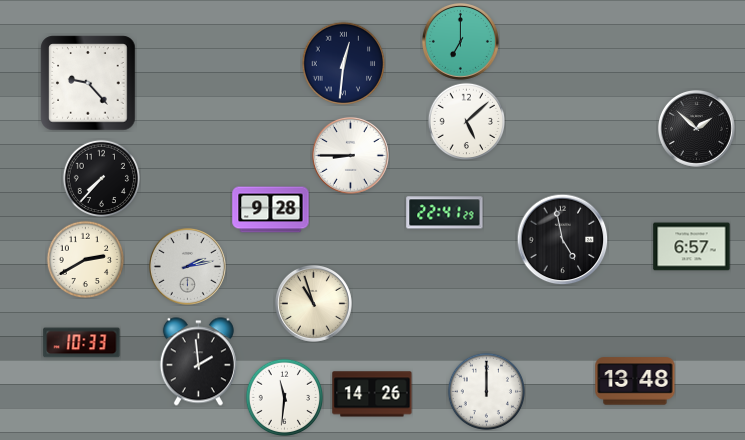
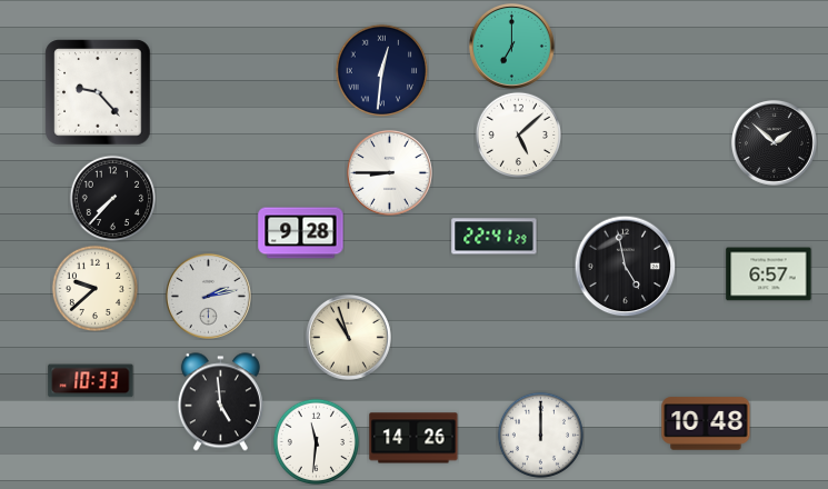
clock at (85, 259): 2:40 -> 9:38
clock at (198, 362): 1:59 -> 4:59
clock at (635, 381): 13:48 -> 10:48
